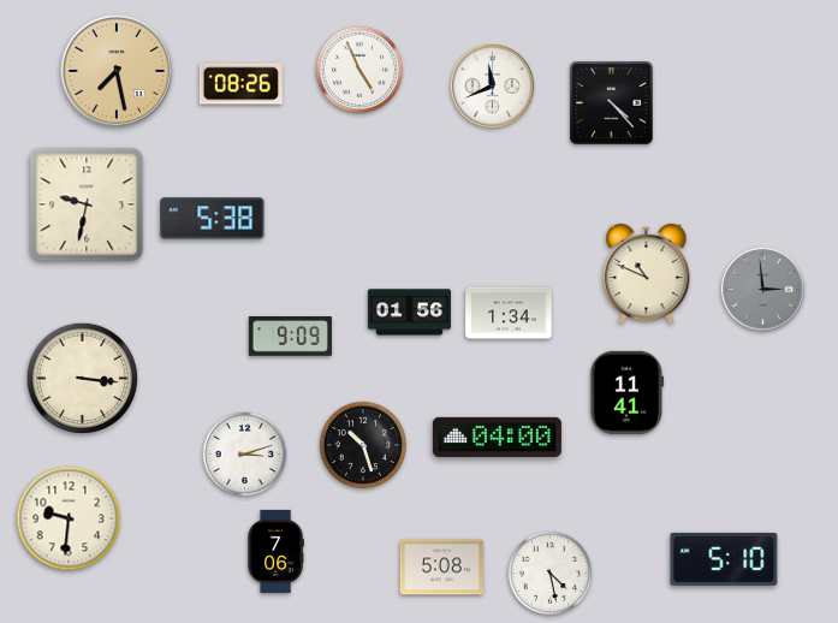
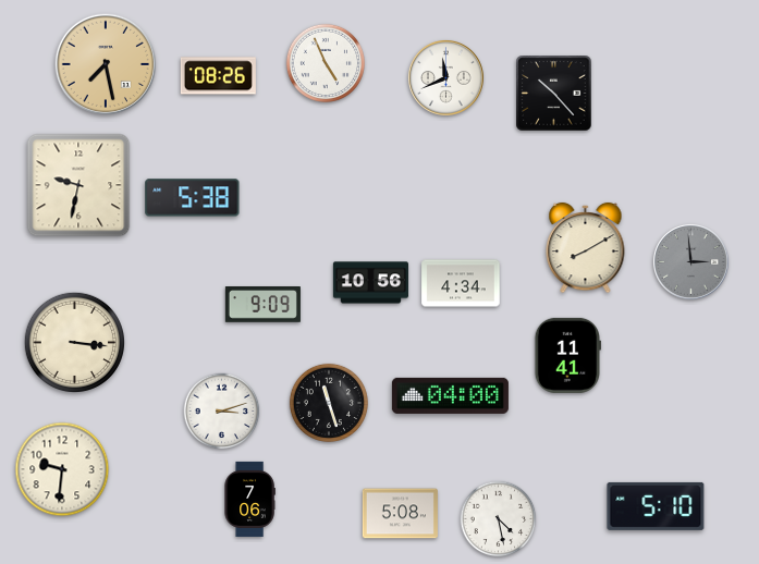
clock at (612, 103): 4:23 -> 10:23
clock at (647, 274): 10:49 -> 8:10
clock at (409, 313): 01:56 -> 10:56
clock at (509, 313): 1:34 -> 4:34
clock at (363, 445): 10:27 -> 11:27
